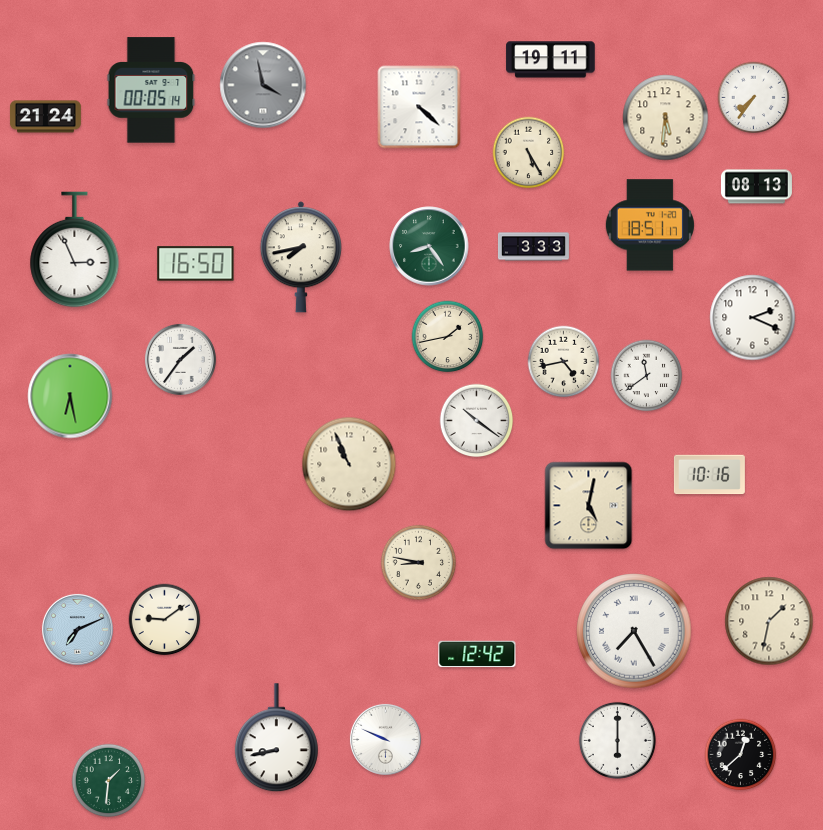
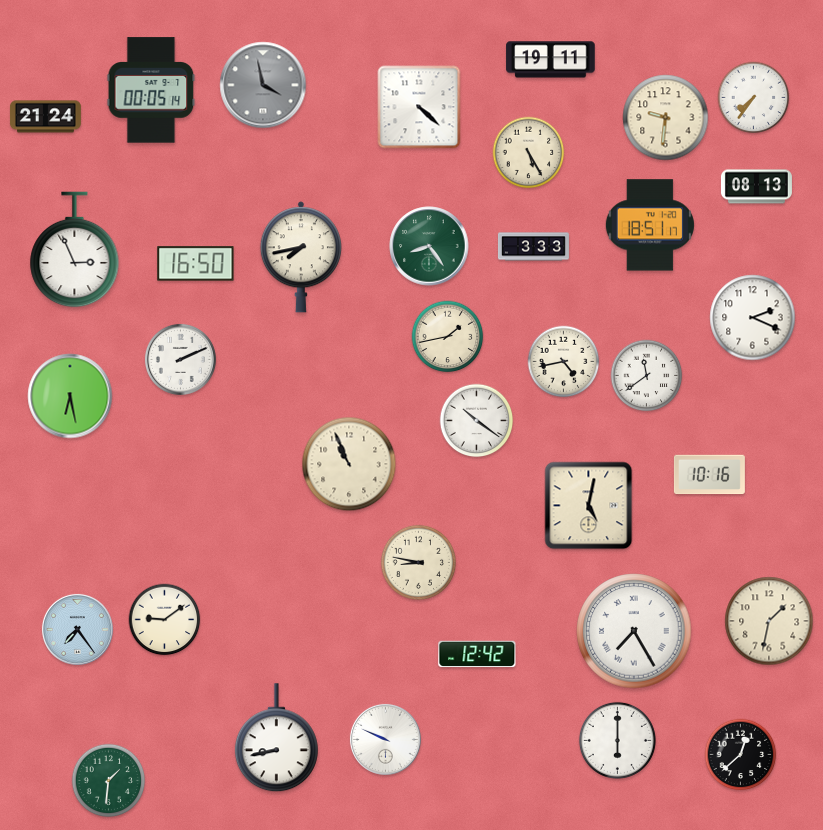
clock at (666, 118): 5:31 -> 9:31
clock at (180, 359): 1:36 -> 2:11
clock at (77, 629): 7:11 -> 7:24
